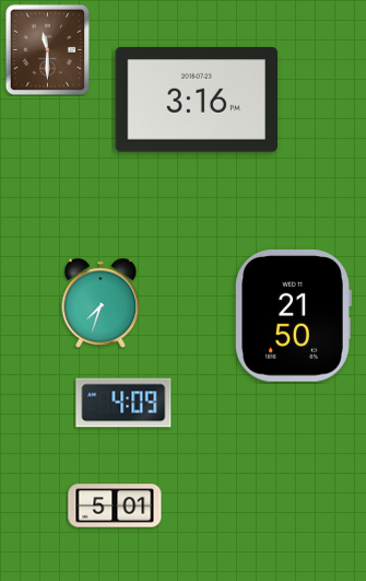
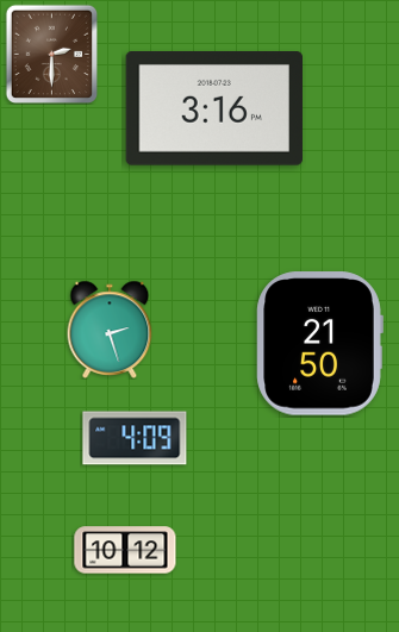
clock at (47, 49): 11:30 -> 2:30
clock at (101, 303): 7:33 -> 2:27
clock at (115, 506): 5:01 -> 10:12
